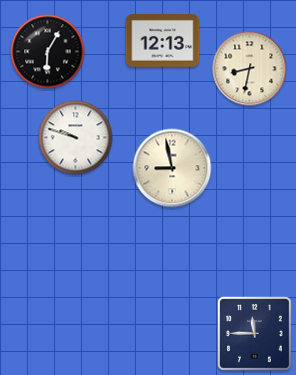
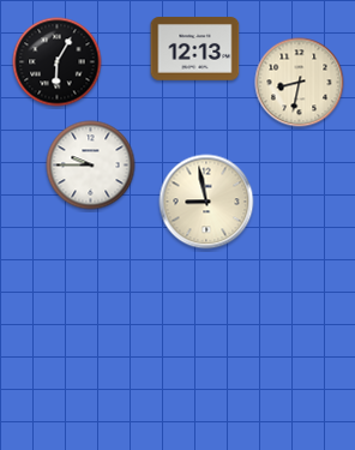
clock at (76, 138): 9:48 -> 9:45
clock at (255, 334): 11:45 -> none
